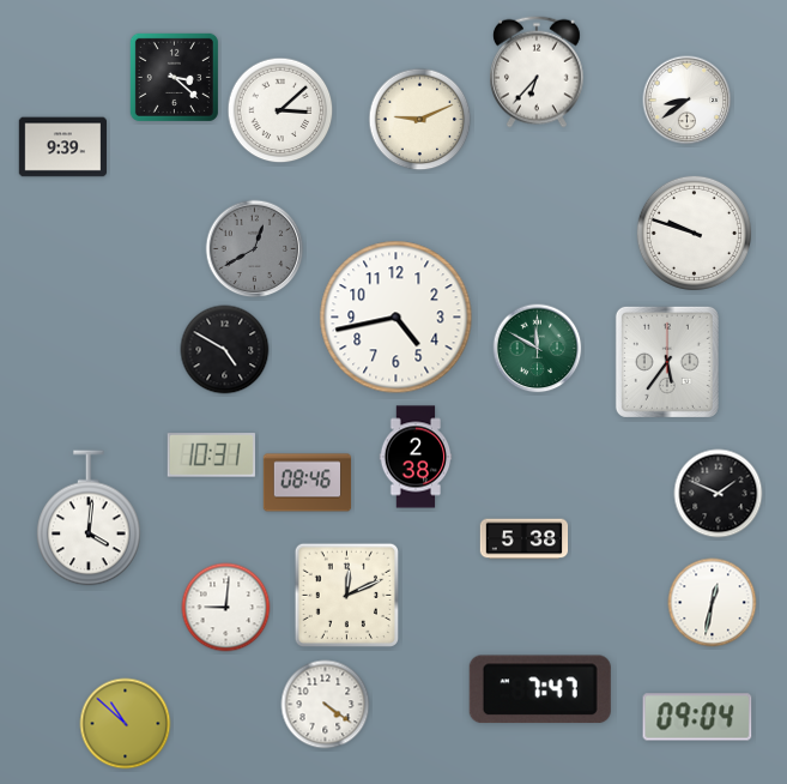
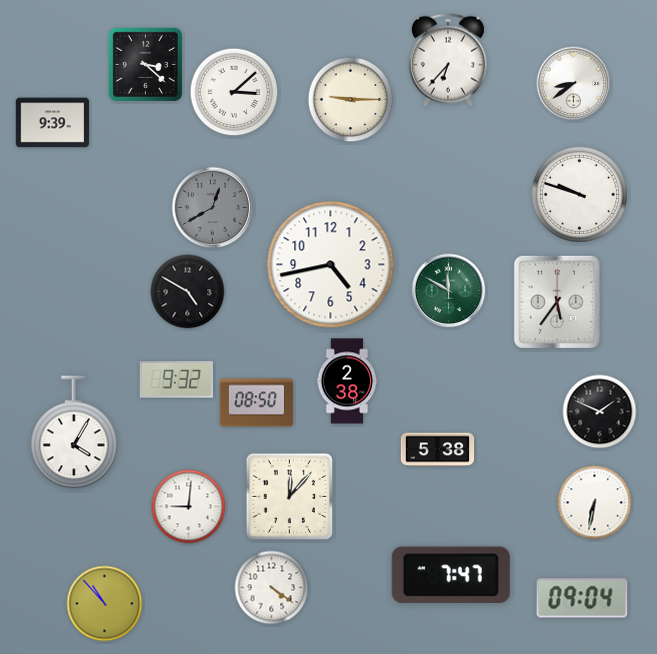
clock at (420, 120): 9:11 -> 9:15
clock at (211, 456): 10:31 -> 9:32
clock at (308, 483): 08:46 -> 08:50
clock at (89, 518): 4:01 -> 4:05
clock at (346, 595): 12:11 -> 12:07
clock at (713, 603): 12:32 -> 6:32
clock at (126, 724): 10:52 -> 10:53
